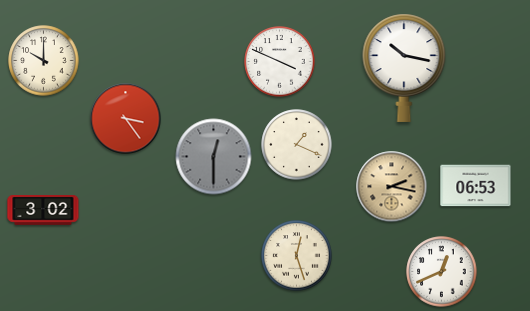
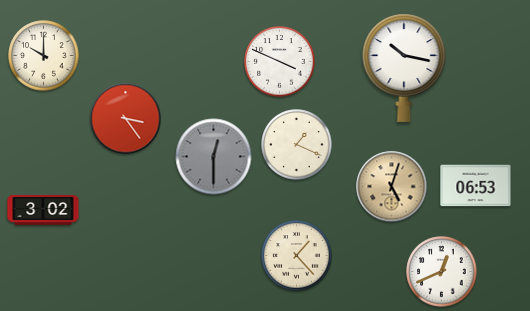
clock at (44, 61) position: (44, 61) -> (44, 56)
clock at (392, 187): 2:17 -> 5:03
clock at (297, 256): 12:27 -> 1:23
